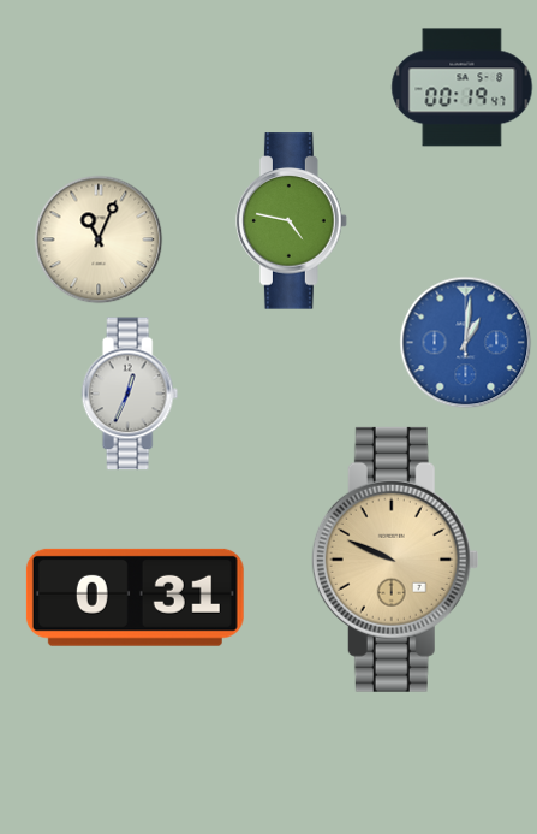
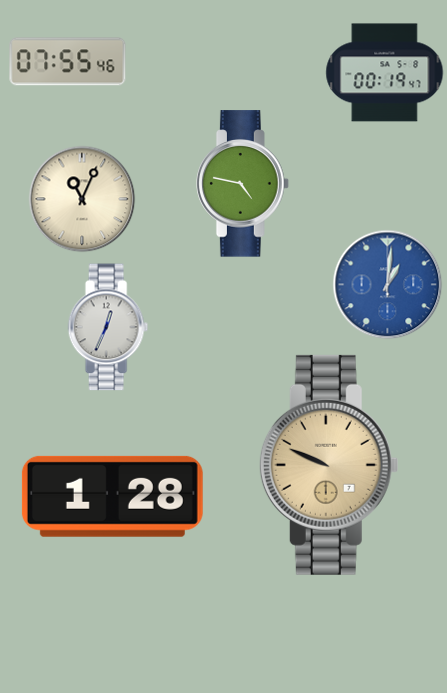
clock at (68, 62): none -> 07:55
clock at (135, 597): 0:31 -> 1:28
